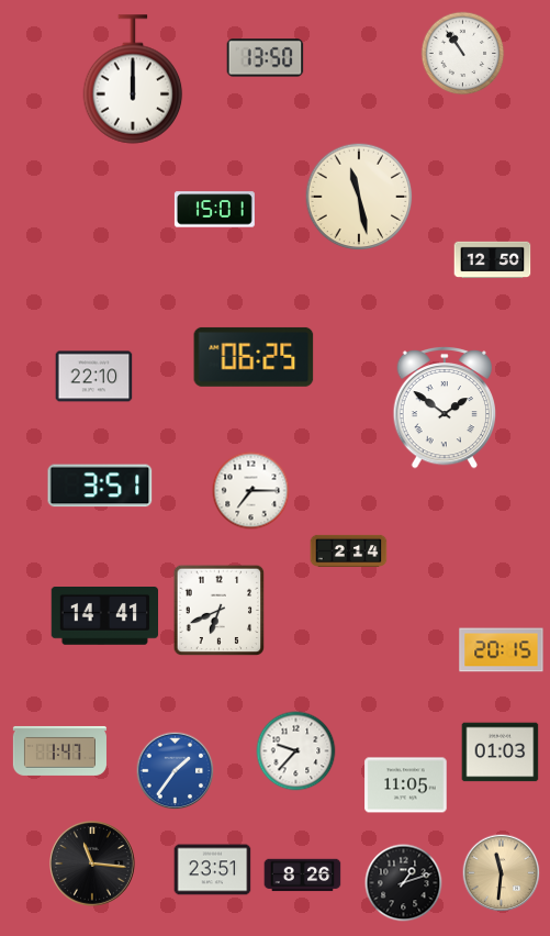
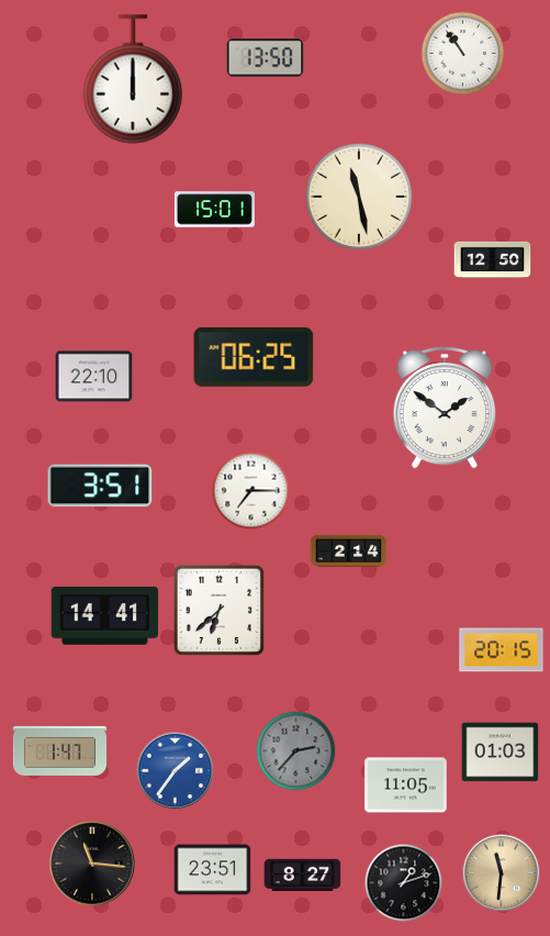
clock at (220, 611): 6:41 -> 6:38
clock at (296, 751): 9:37 -> 2:37
clock at (296, 751) dial: white -> grey
clock at (303, 876): 8:26 -> 8:27
